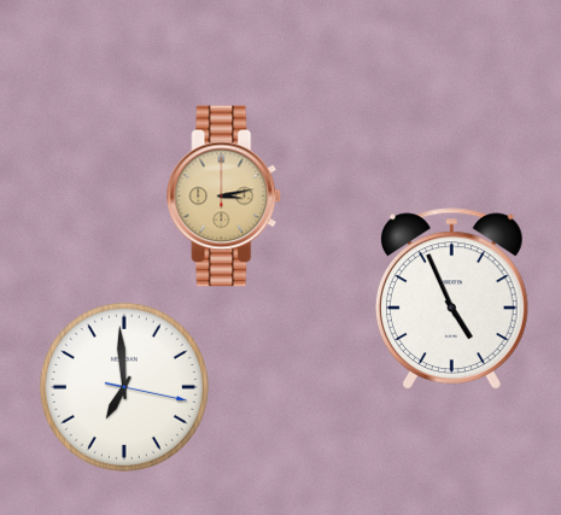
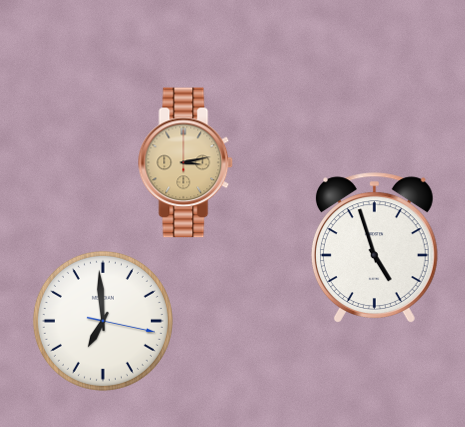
clock at (451, 299): 4:56 -> 4:57
